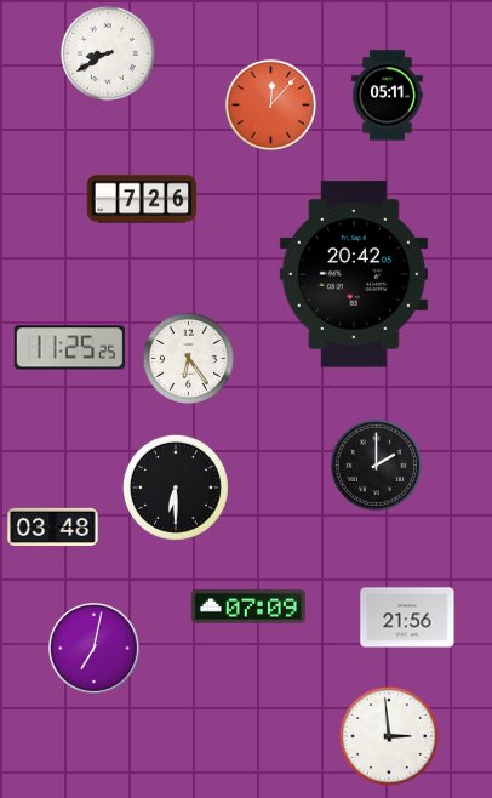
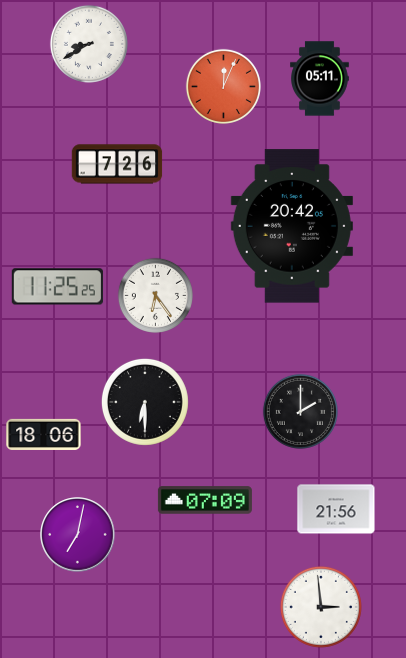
clock at (270, 104): 12:07 -> 12:04
clock at (376, 464) position: (376, 464) -> (300, 411)
clock at (53, 526): 03:48 -> 18:06
